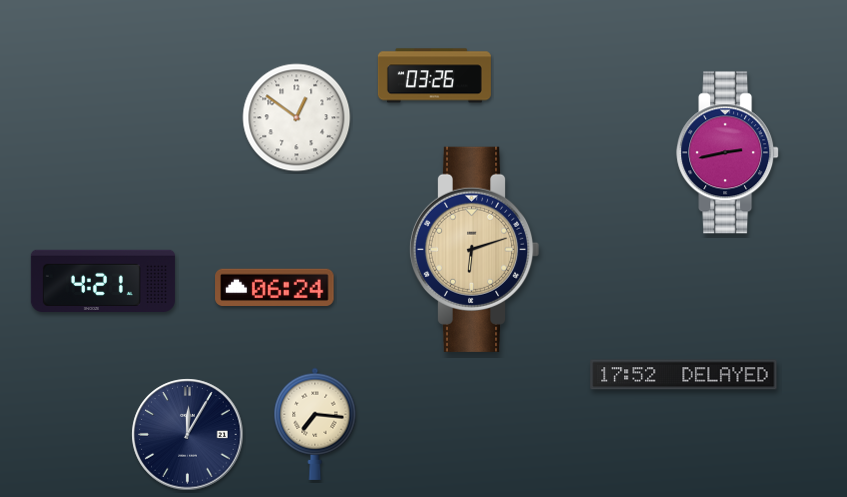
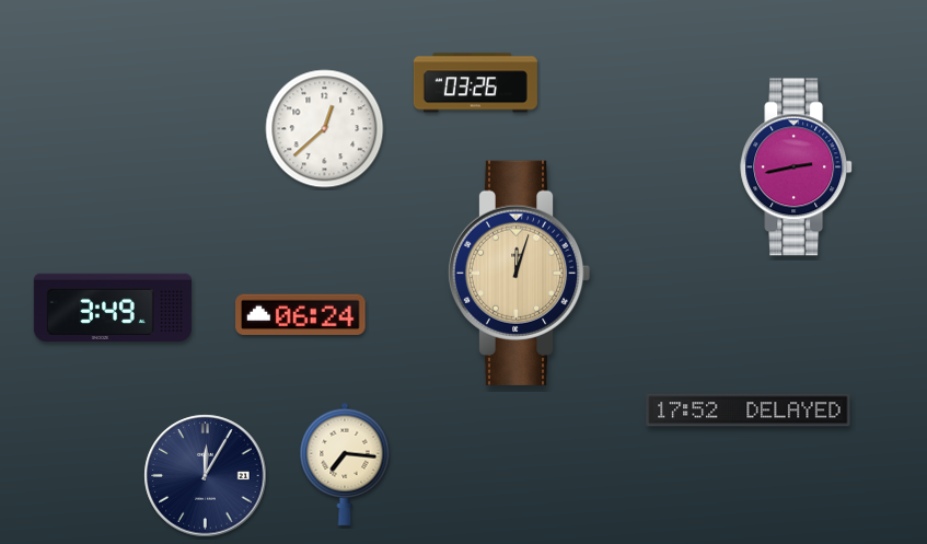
clock at (297, 118): 12:51 -> 12:38
clock at (474, 249): 6:12 -> 12:03
clock at (103, 281): 4:21 -> 3:49
